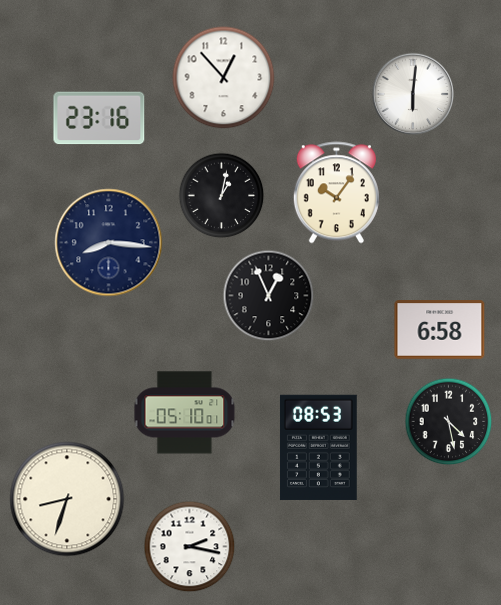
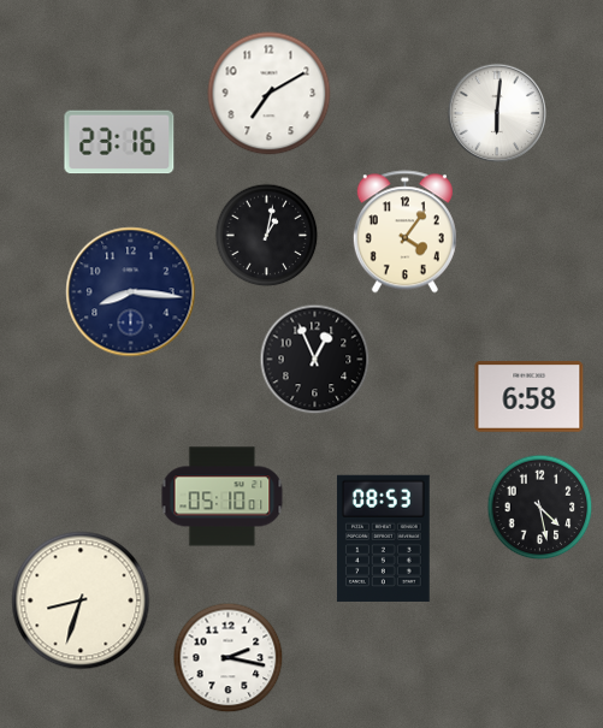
clock at (224, 78): 12:53 -> 7:10
clock at (336, 193): 10:06 -> 4:06
clock at (268, 295) position: (268, 295) -> (314, 359)
